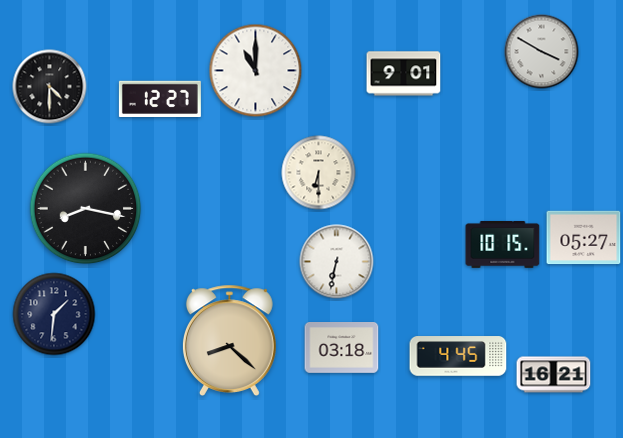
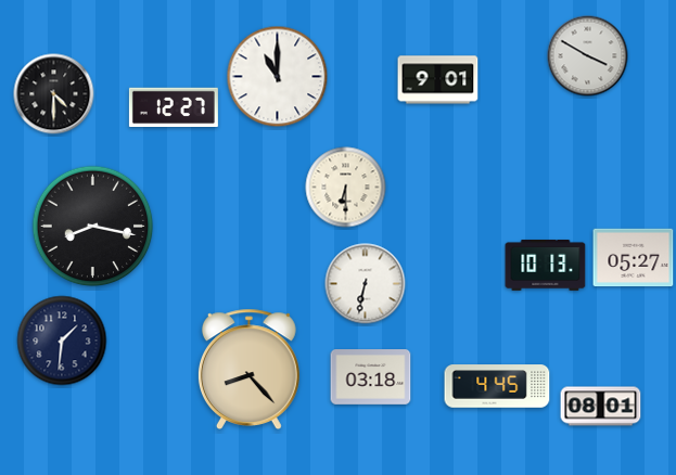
clock at (503, 244): 10:15 -> 10:13
clock at (54, 314) position: (54, 314) -> (62, 341)
clock at (229, 340): 8:22 -> 8:23
clock at (554, 375): 16:21 -> 08:01
